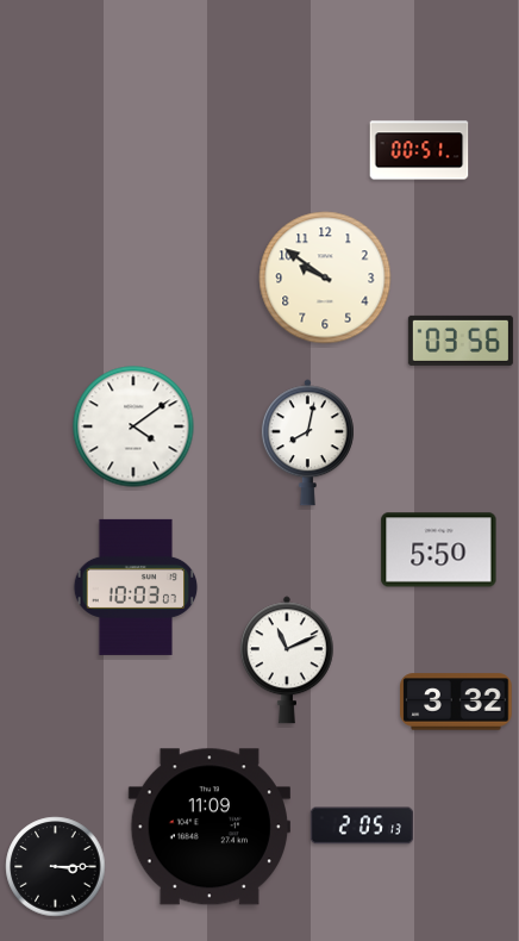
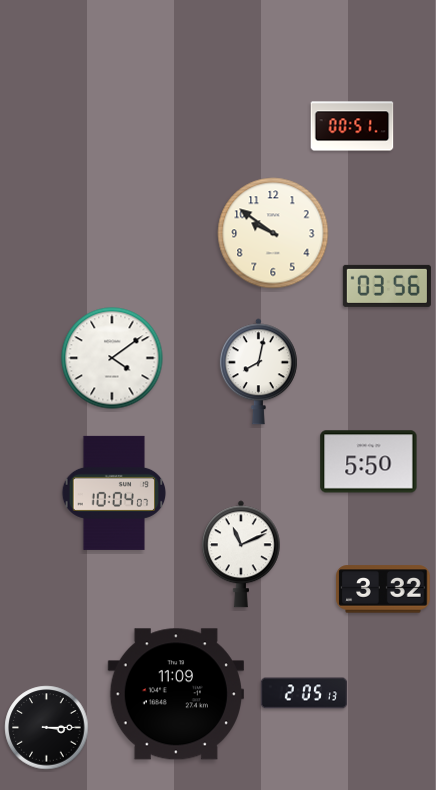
clock at (136, 587): 10:03 -> 10:04
